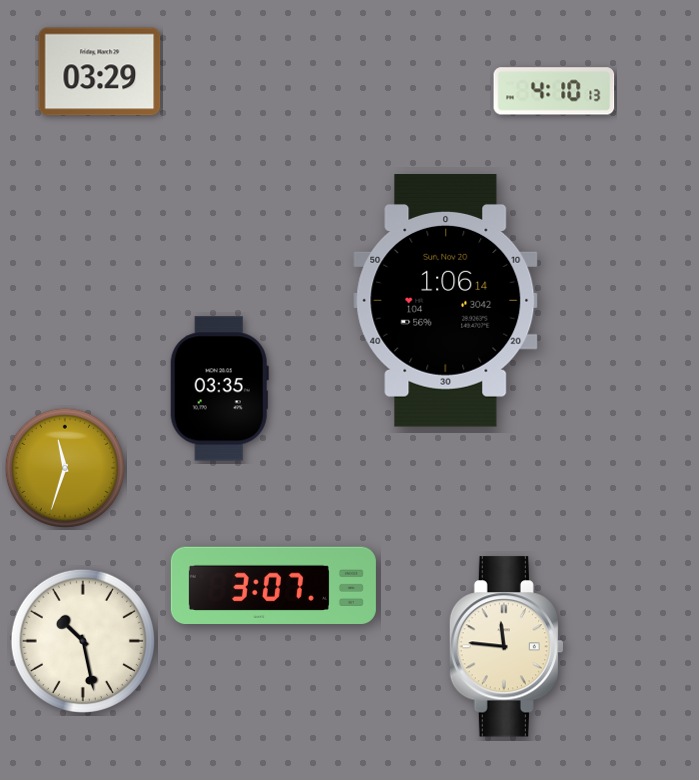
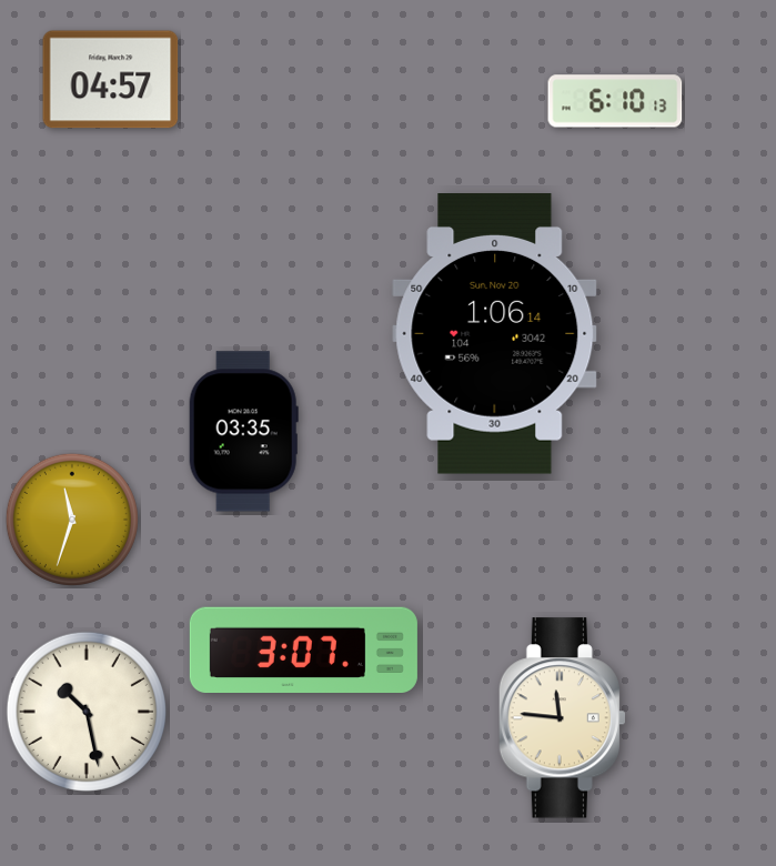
clock at (100, 72): 03:29 -> 04:57
clock at (554, 91): 4:10 -> 6:10
clock at (83, 641) position: (83, 641) -> (87, 712)
